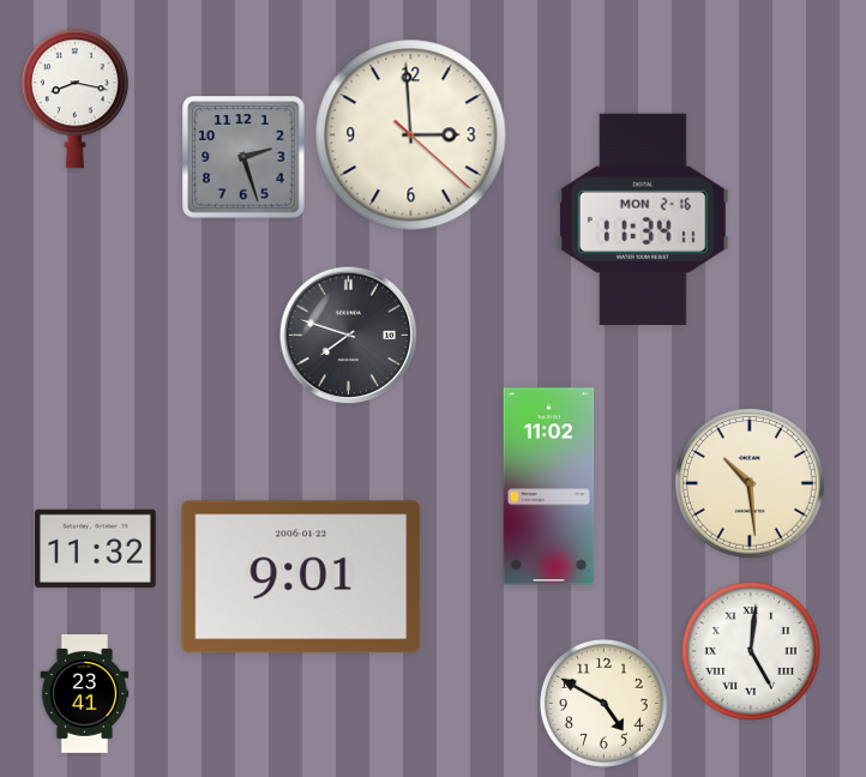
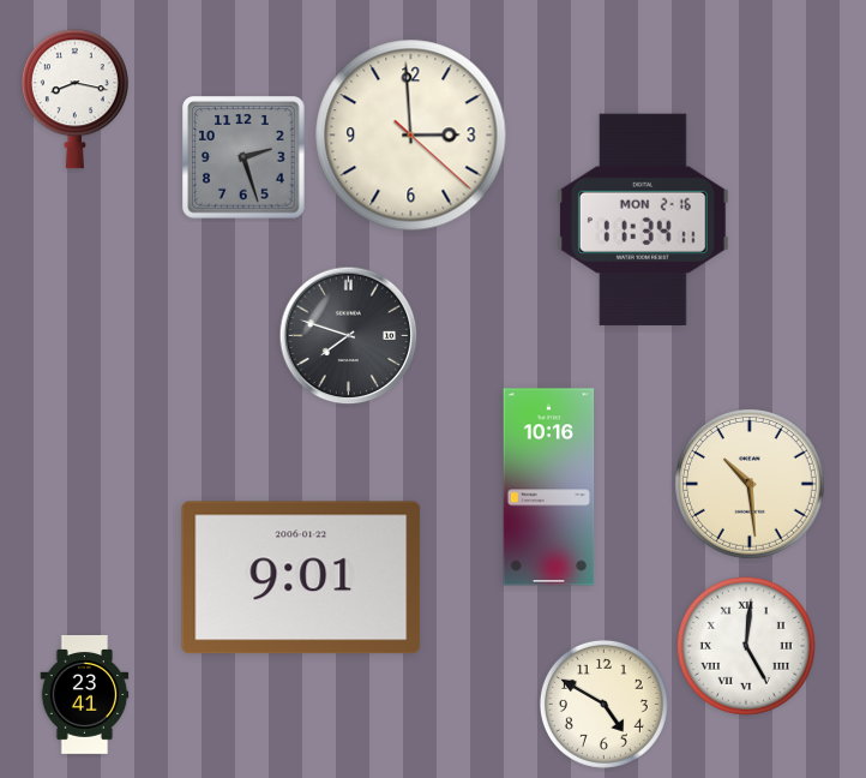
clock at (549, 487): 11:02 -> 10:16
clock at (96, 548): 11:32 -> none
clock at (751, 651) position: (751, 651) -> (746, 646)
